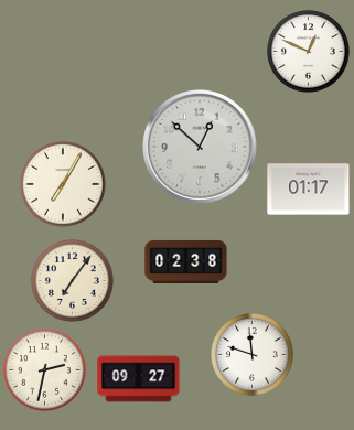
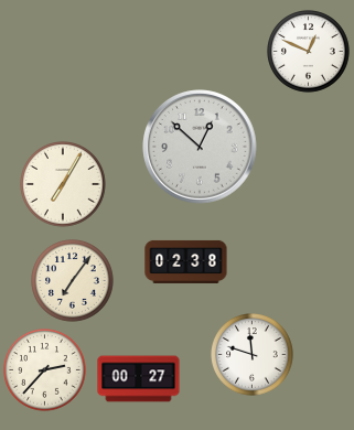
clock at (309, 190): 01:17 -> none
clock at (45, 370): 2:32 -> 2:37
clock at (139, 379): 09:27 -> 00:27
